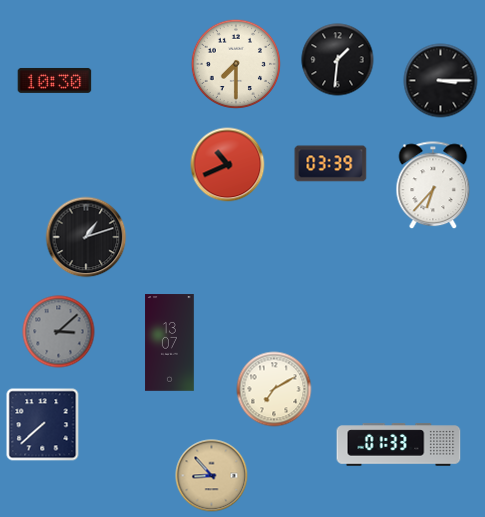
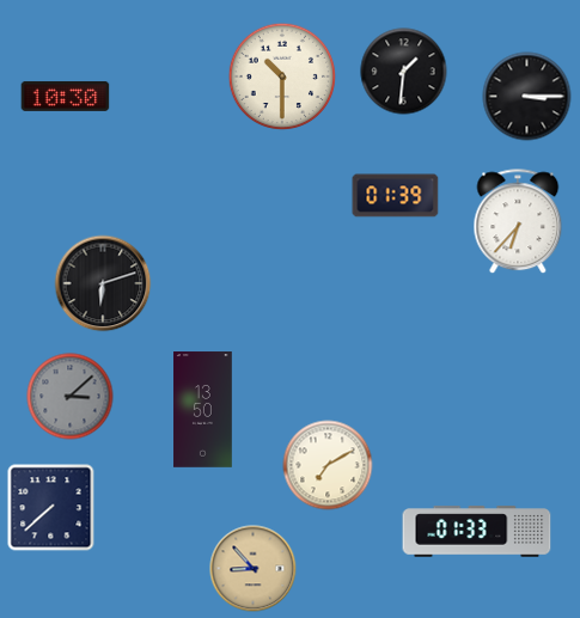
clock at (236, 64): 7:30 -> 10:30
clock at (331, 164): 03:39 -> 01:39
clock at (228, 165): 10:41 -> none
clock at (86, 237): 1:12 -> 6:12
clock at (170, 343): 13:07 -> 13:50
